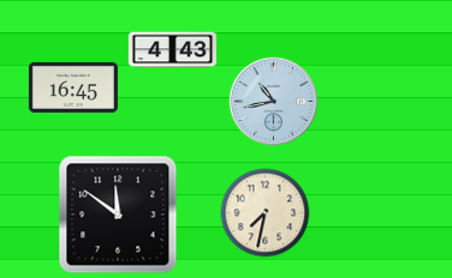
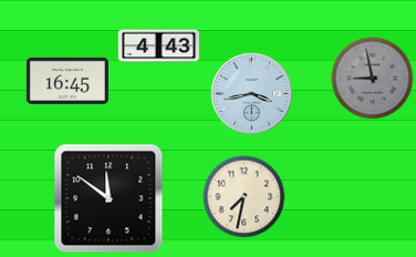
clock at (373, 79): none -> 8:58
clock at (274, 102): 10:43 -> 3:43
